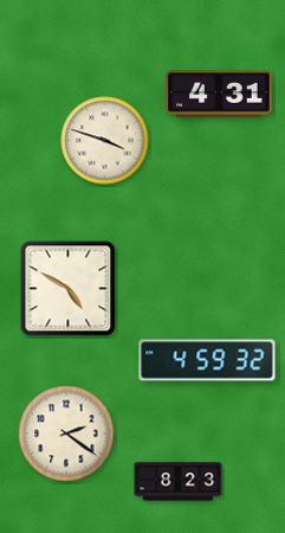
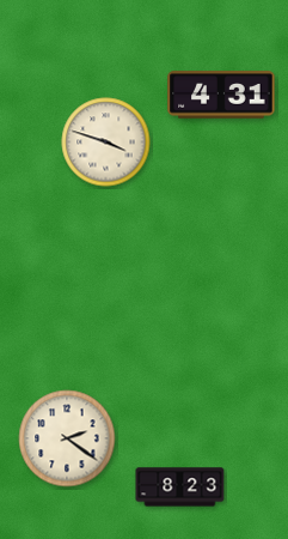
clock at (69, 289): 4:50 -> none
clock at (207, 360): 4:59 -> none
